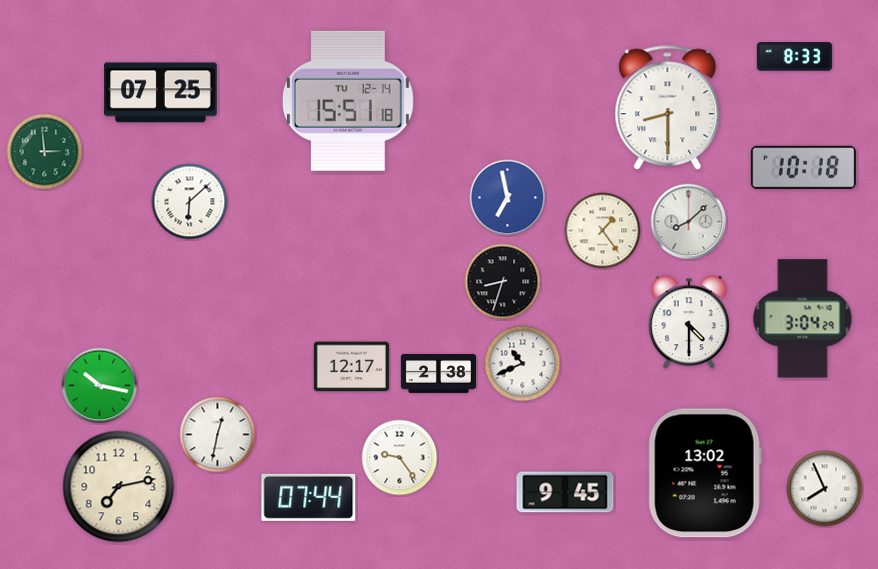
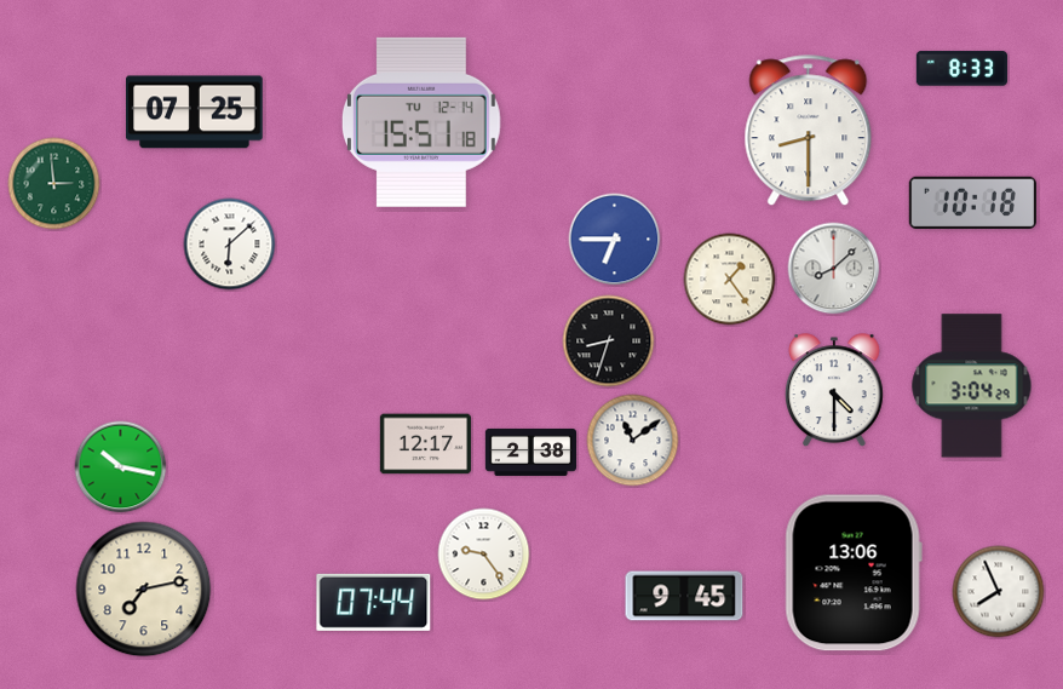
clock at (508, 198): 6:58 -> 6:45
clock at (523, 364): 10:41 -> 11:09
clock at (218, 435): 12:32 -> none
clock at (705, 473): 13:02 -> 13:06
